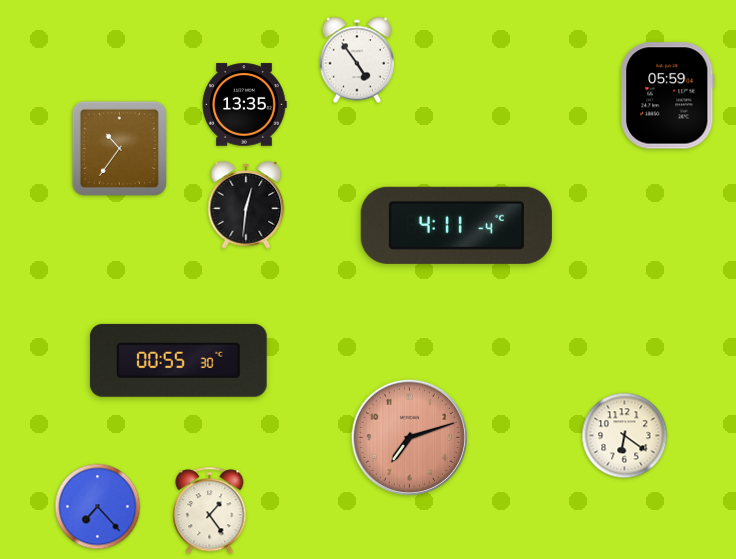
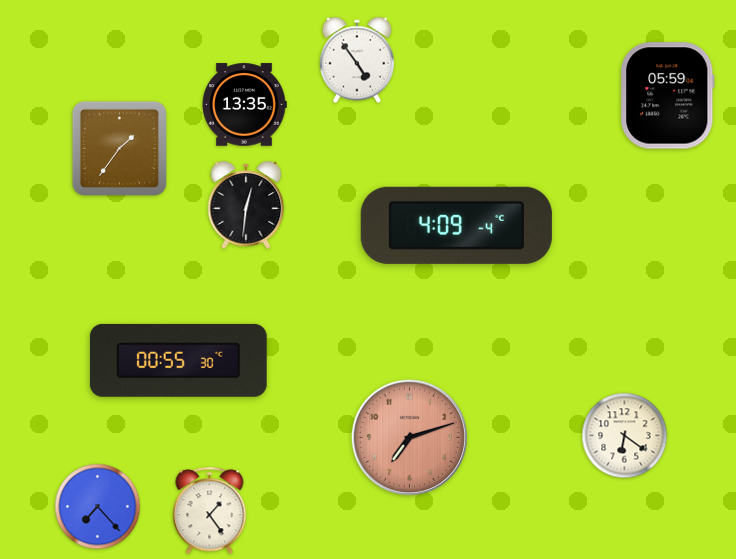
clock at (119, 148): 10:36 -> 1:36
clock at (456, 225): 4:11 -> 4:09
